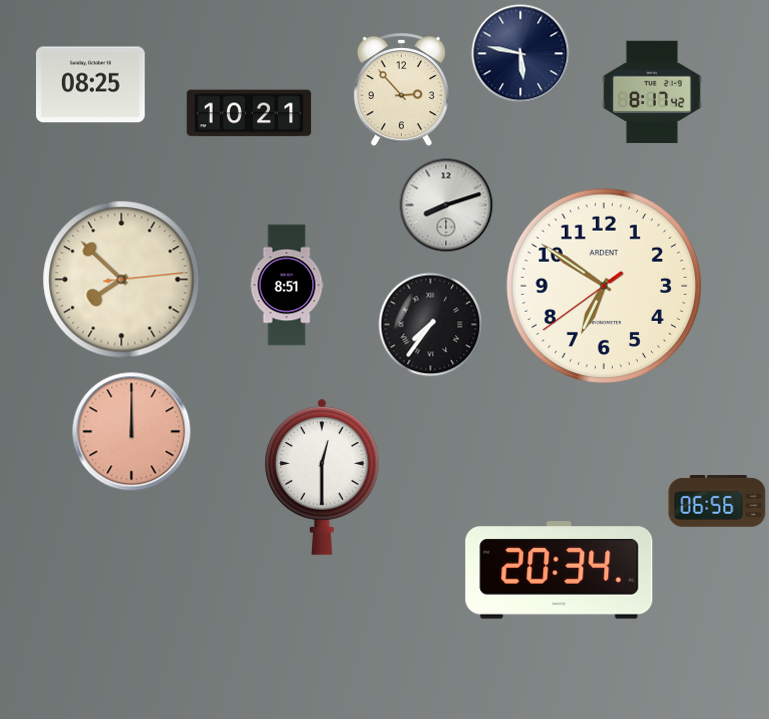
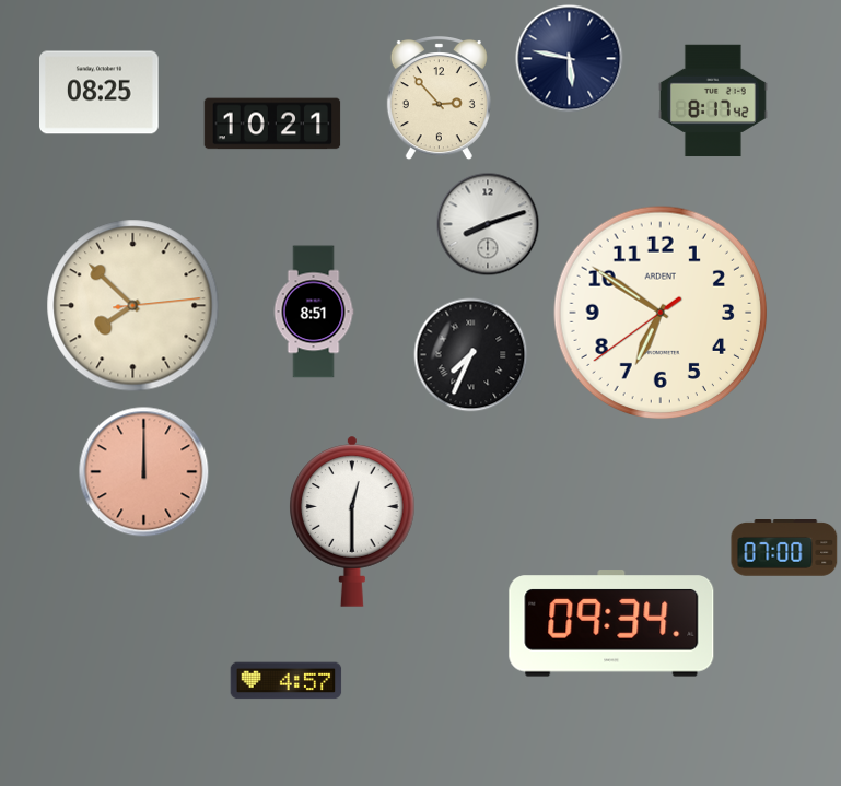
clock at (431, 325): 7:36 -> 7:34
clock at (717, 502): 06:56 -> 07:00
clock at (559, 570): 20:34 -> 09:34
clock at (287, 681): none -> 4:57
